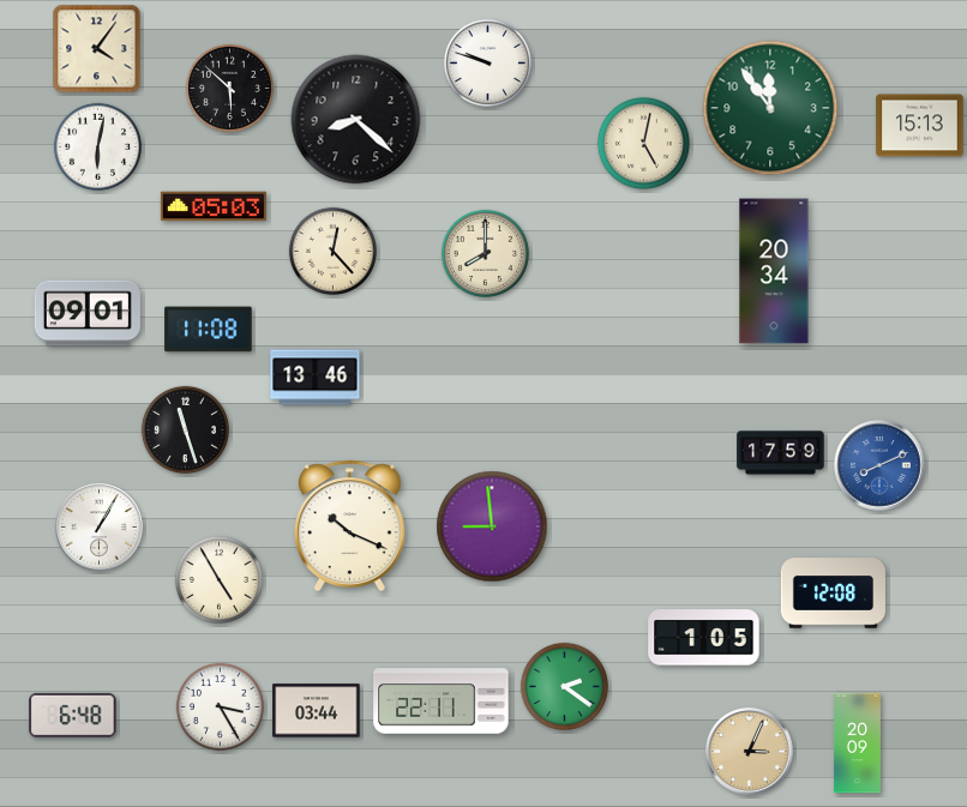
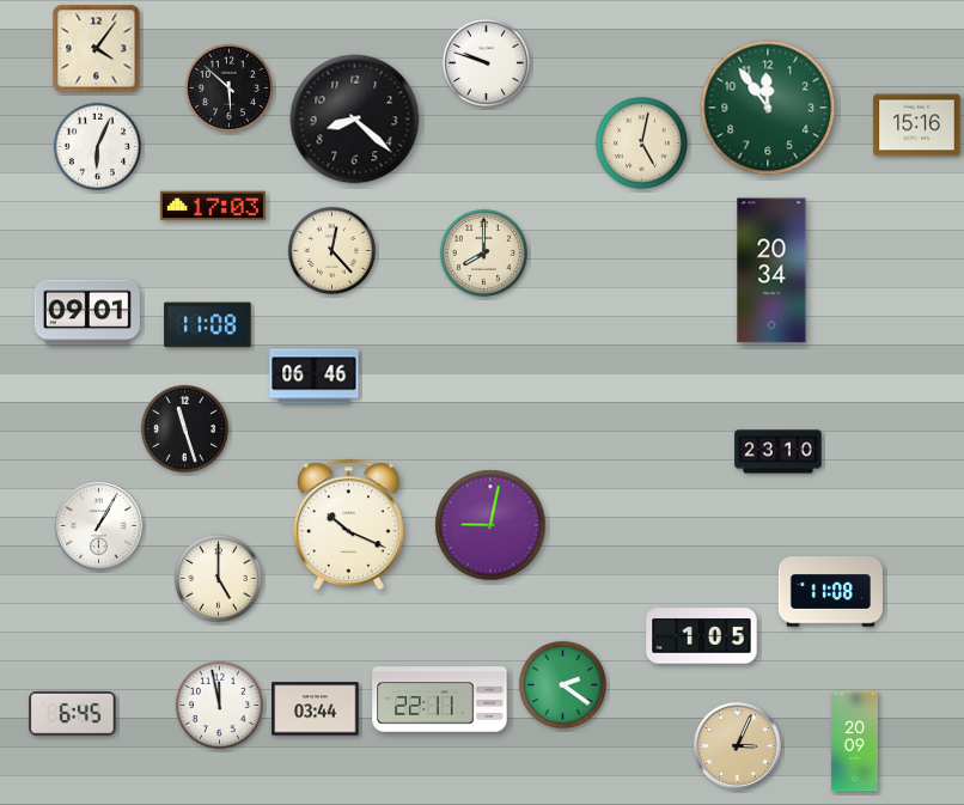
clock at (920, 126): 15:13 -> 15:16
clock at (97, 146): 6:02 -> 6:04
clock at (214, 206): 05:03 -> 17:03
clock at (209, 330) position: (209, 330) -> (208, 325)
clock at (316, 378): 13:46 -> 06:46
clock at (781, 453): 17:59 -> 23:10
clock at (879, 465): 8:11 -> none
clock at (492, 526): 8:59 -> 9:02
clock at (218, 579): 4:55 -> 5:00
clock at (833, 594): 12:08 -> 11:08
clock at (220, 706): 3:25 -> 11:58
clock at (73, 715): 6:48 -> 6:45
clock at (750, 752) position: (750, 752) -> (738, 746)
